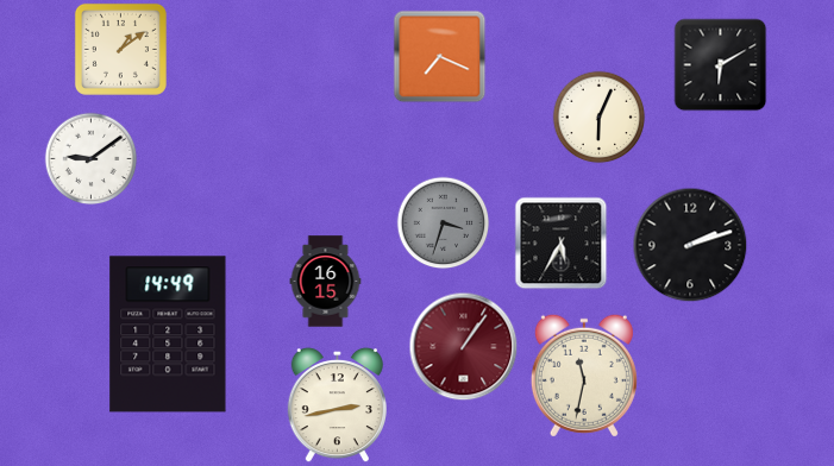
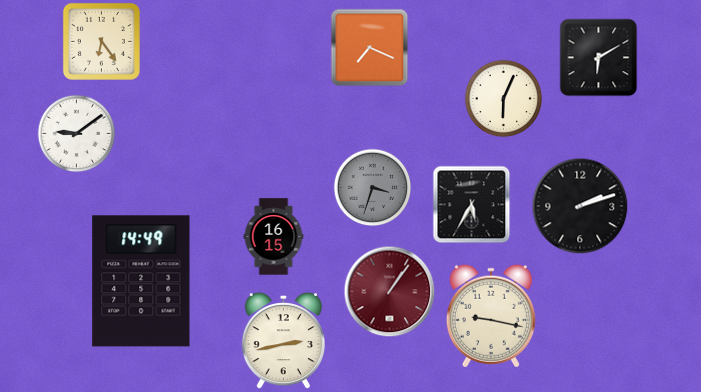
clock at (120, 49): 1:09 -> 6:24
clock at (720, 64) position: (720, 64) -> (598, 57)
clock at (584, 376): 11:32 -> 9:17
